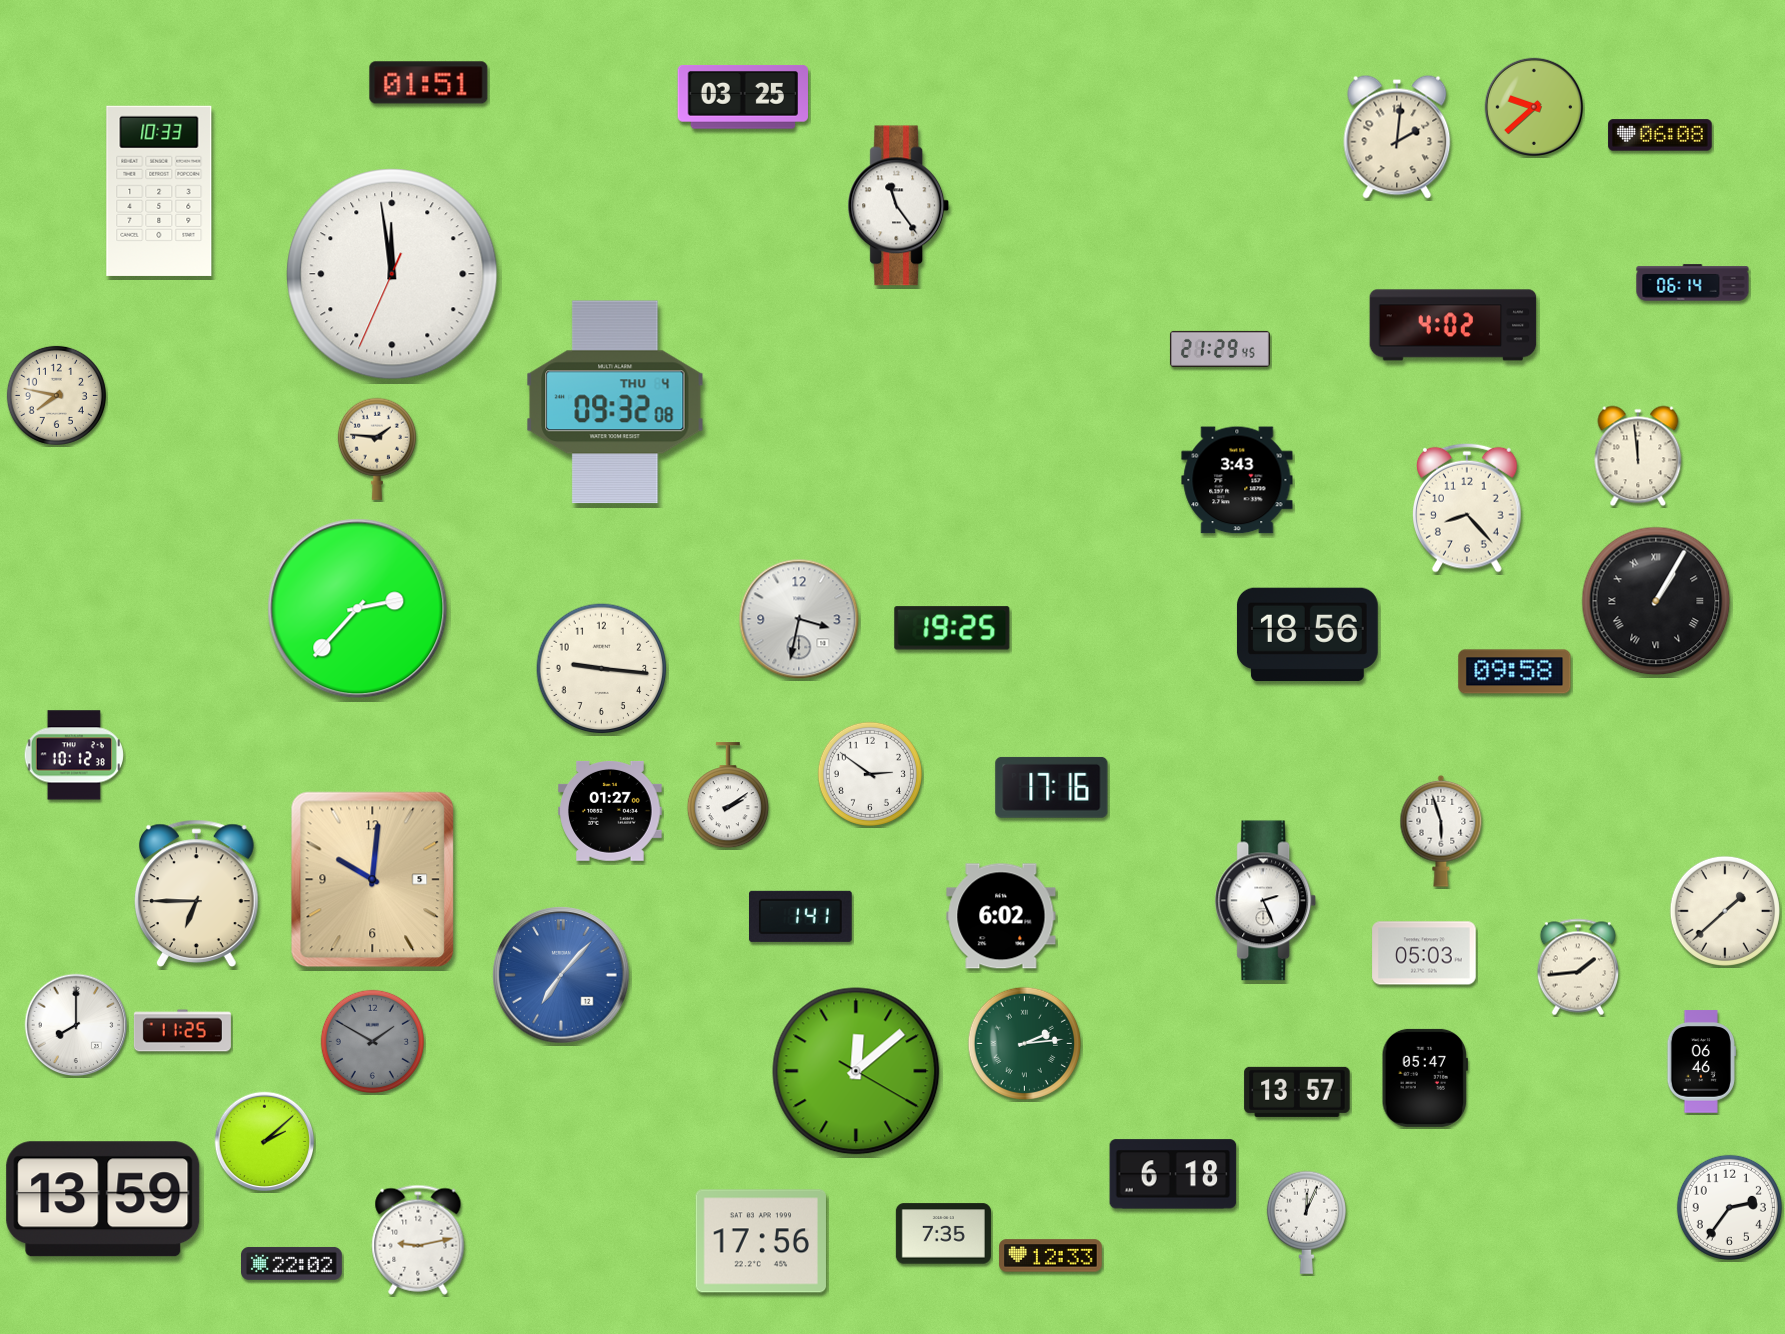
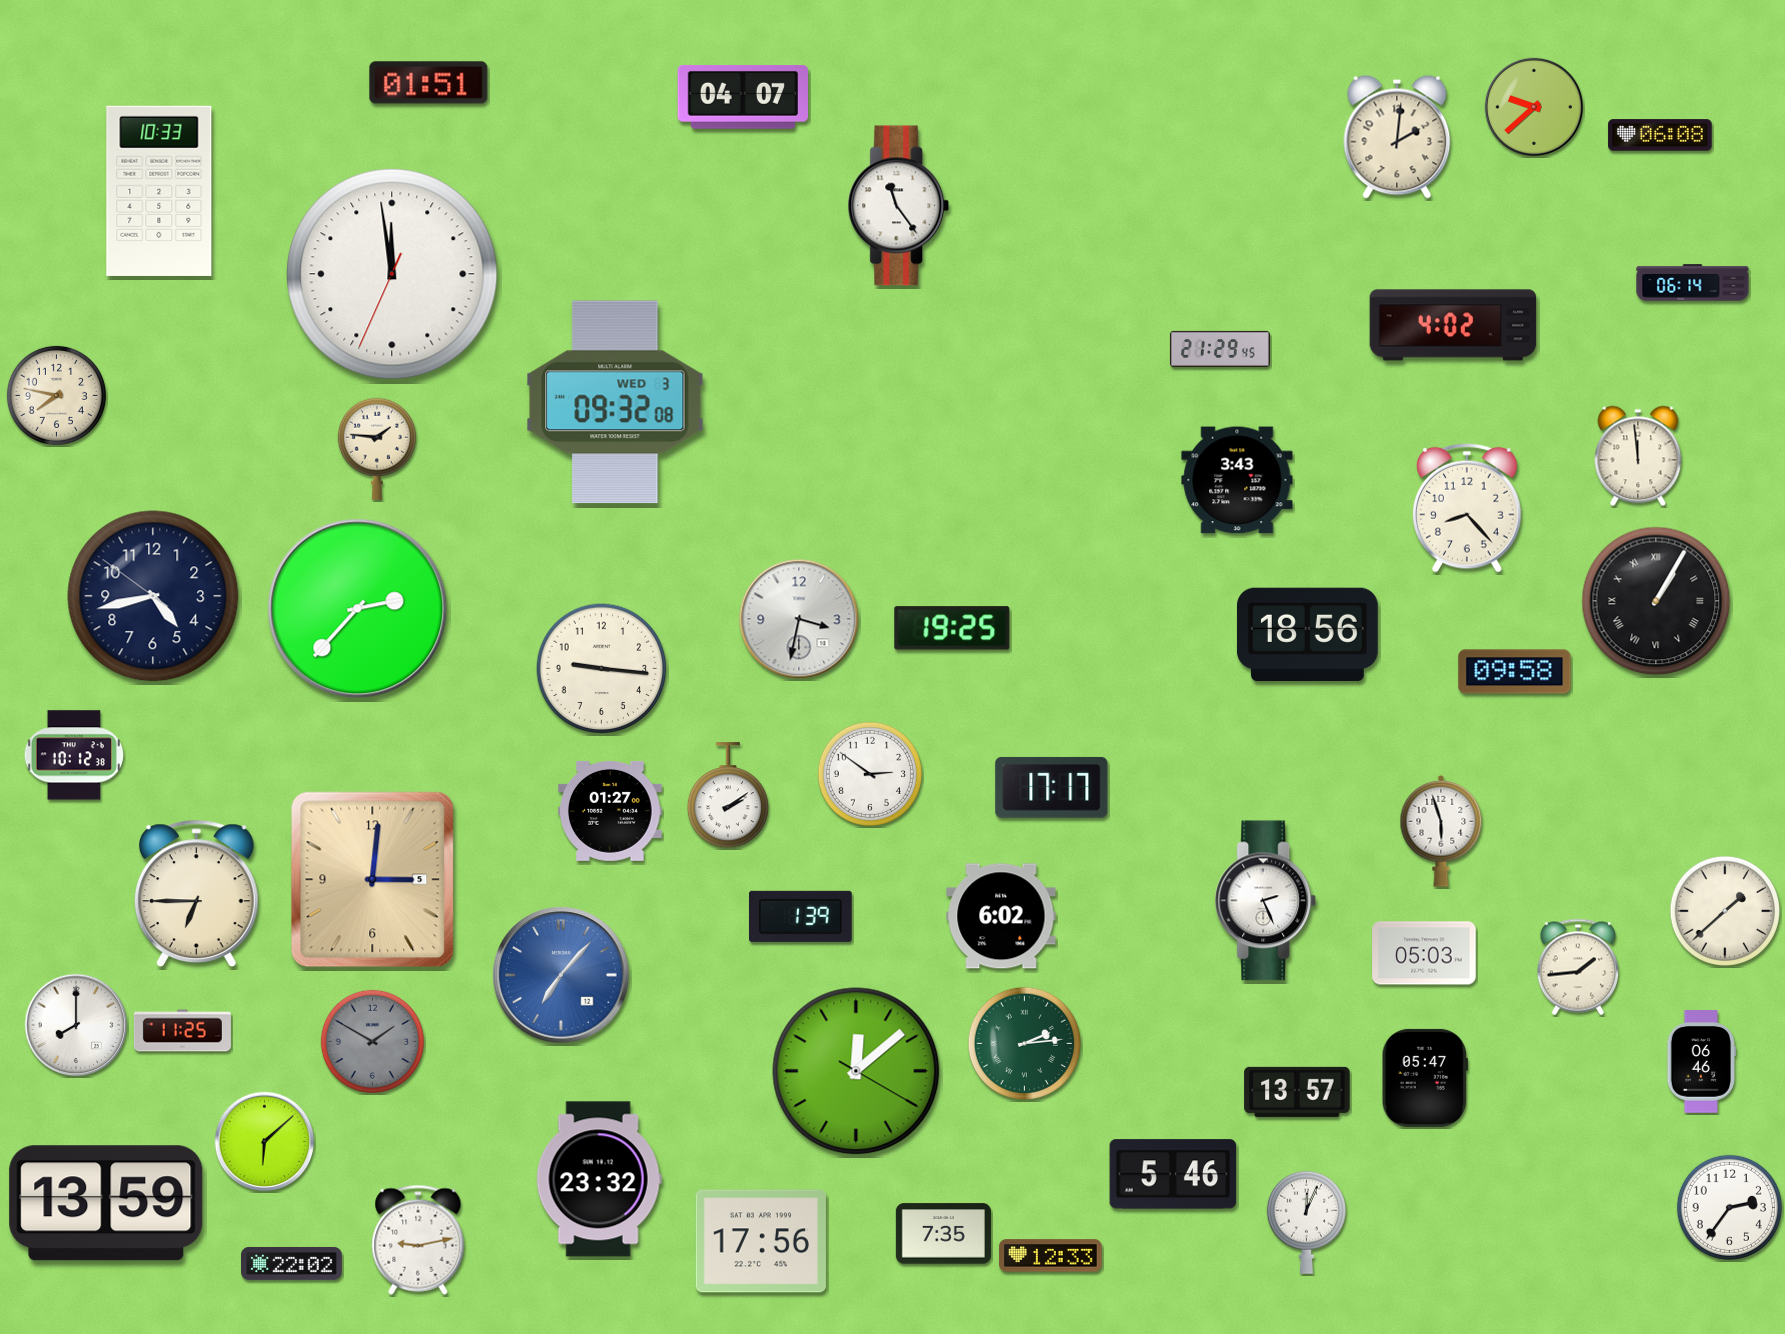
clock at (742, 98): 03:25 -> 04:07
clock at (615, 402) date: THU 4 -> WED 3
clock at (153, 596): none -> 4:42
clock at (1052, 787): 17:16 -> 17:17
clock at (373, 880): 10:01 -> 3:01
clock at (801, 916): 1:41 -> 1:39
clock at (265, 1142): 2:08 -> 6:08
clock at (1173, 1174): 6:18 -> 5:46
clock at (599, 1179): none -> 23:32
clock at (103, 1199) position: (103, 1199) -> (106, 1203)
